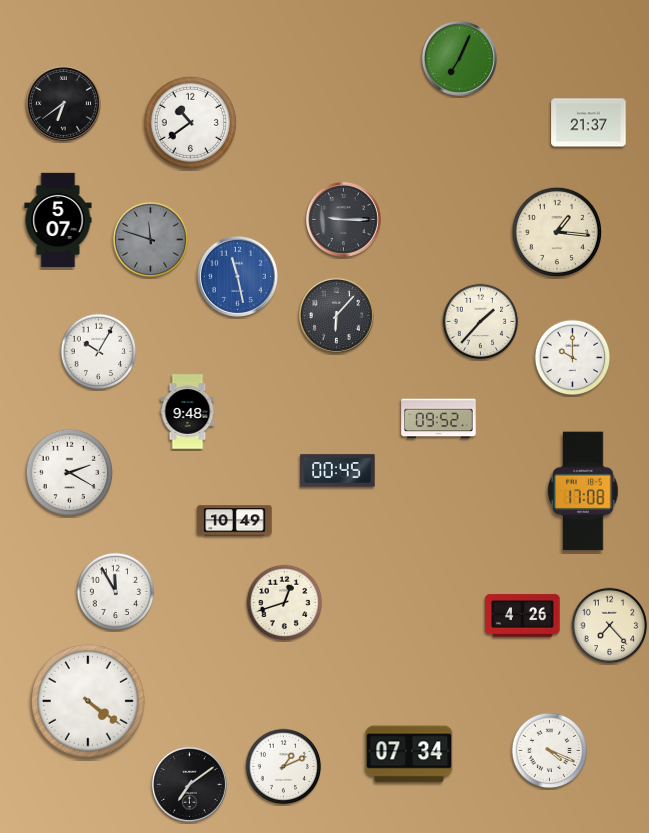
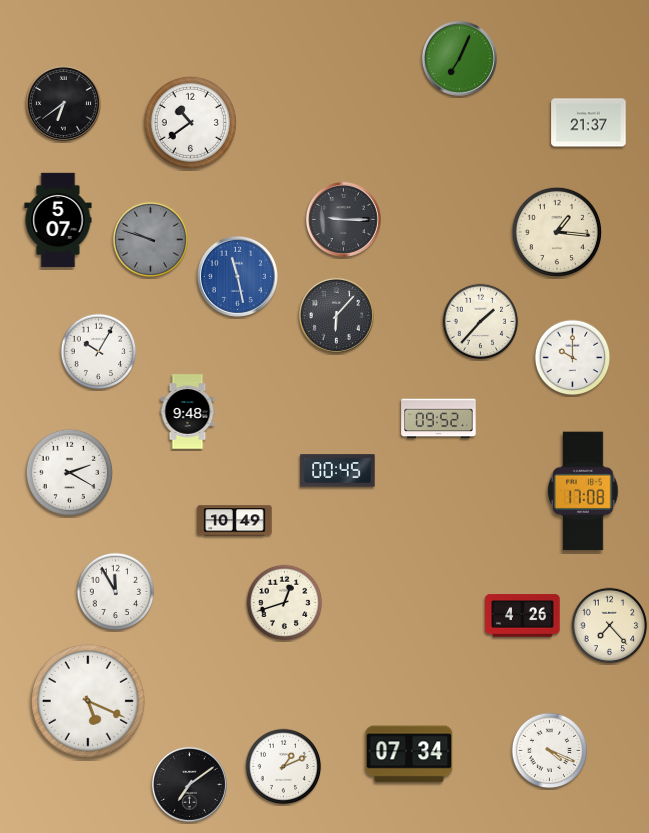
clock at (151, 240): 11:48 -> 9:48
clock at (88, 701): 4:21 -> 5:19
